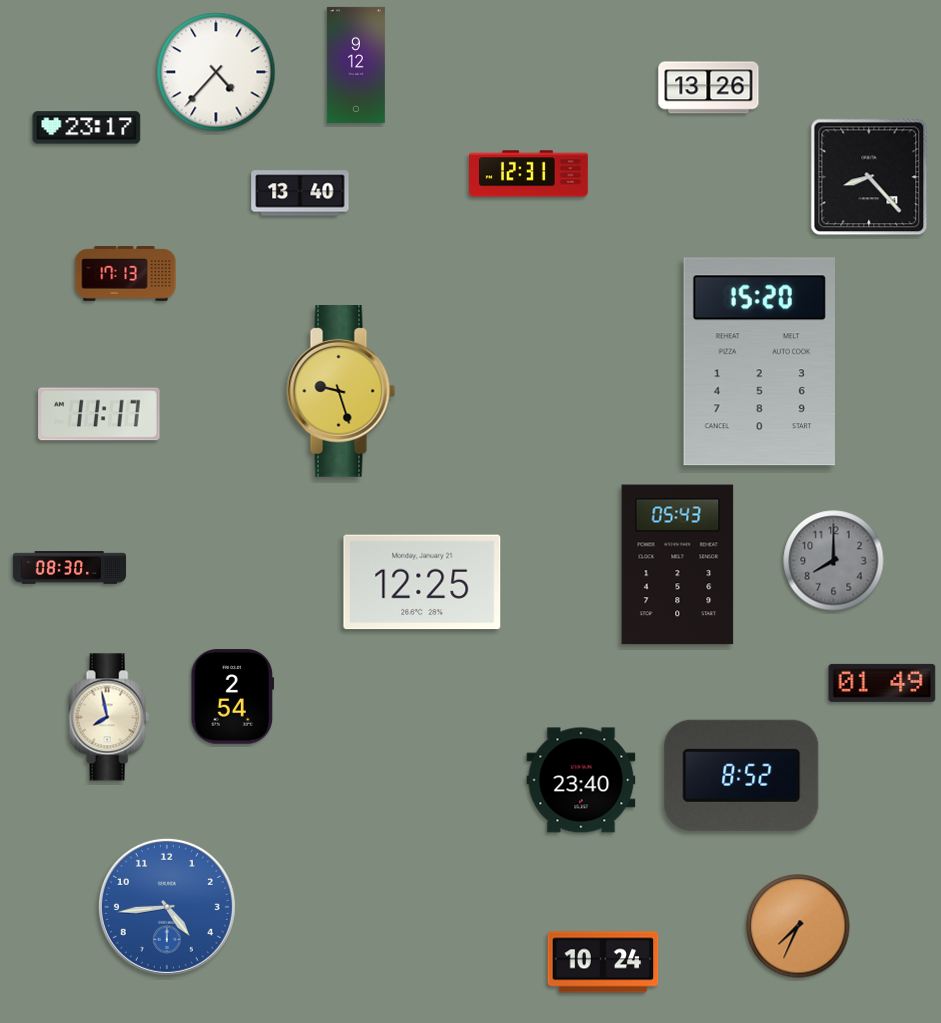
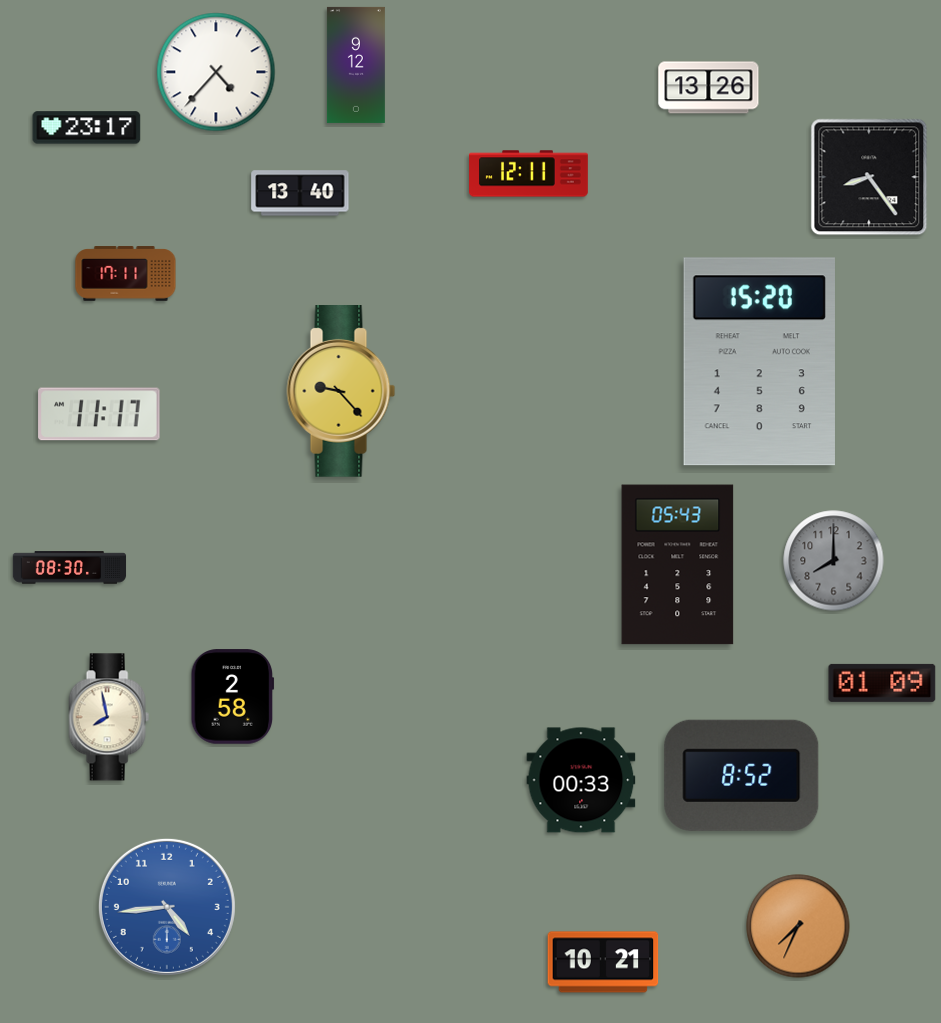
clock at (529, 174): 12:31 -> 12:11
clock at (869, 177): 8:23 -> 8:24
clock at (126, 274): 17:13 -> 17:11
clock at (341, 392): 9:27 -> 9:23
clock at (422, 582): 12:25 -> none
clock at (882, 683): 01:49 -> 01:09
clock at (233, 697): 2:54 -> 2:58
clock at (581, 780): 23:40 -> 00:33
clock at (603, 962): 10:24 -> 10:21
